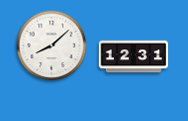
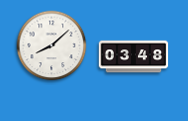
clock at (134, 57): 12:31 -> 03:48
